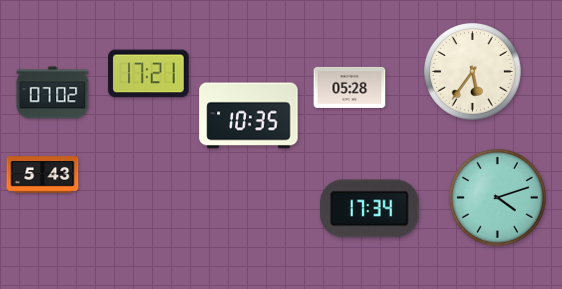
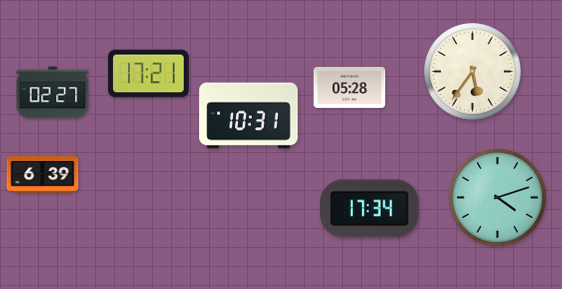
clock at (53, 93): 07:02 -> 02:27
clock at (249, 116): 10:35 -> 10:31
clock at (43, 175): 5:43 -> 6:39
